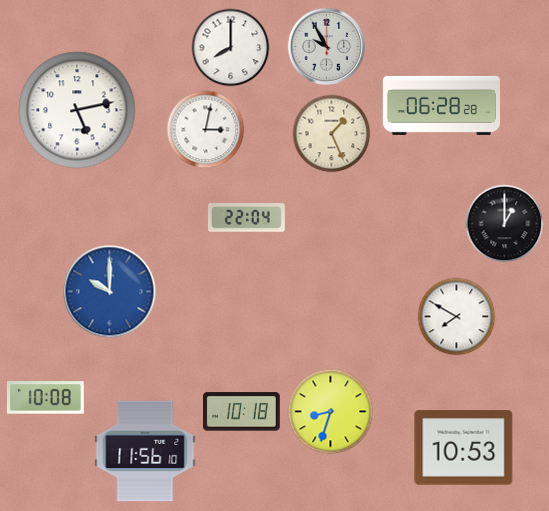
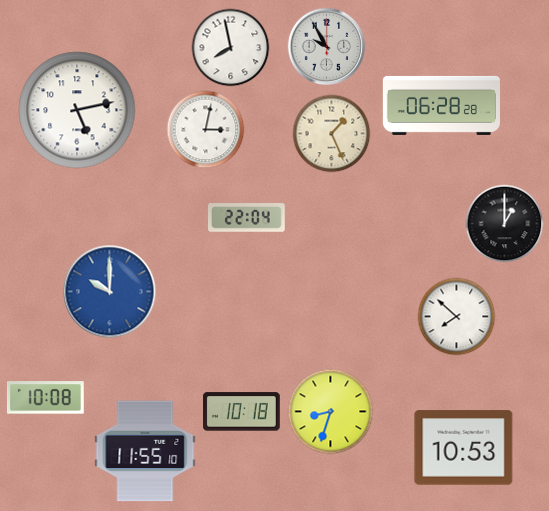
clock at (230, 47): 8:00 -> 7:58
clock at (456, 316): 7:50 -> 7:52
clock at (145, 451): 11:56 -> 11:55
